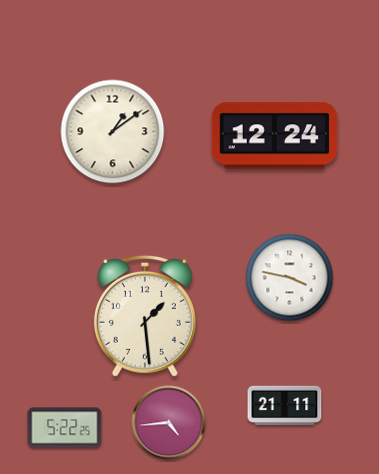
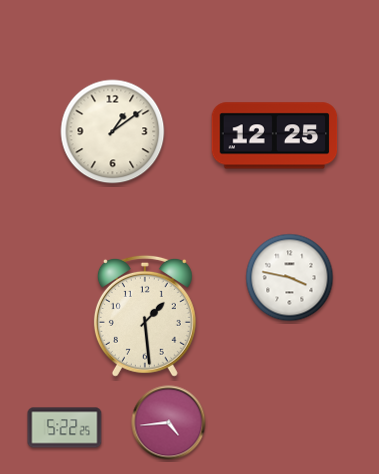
clock at (275, 136): 12:24 -> 12:25
clock at (285, 406): 21:11 -> none
